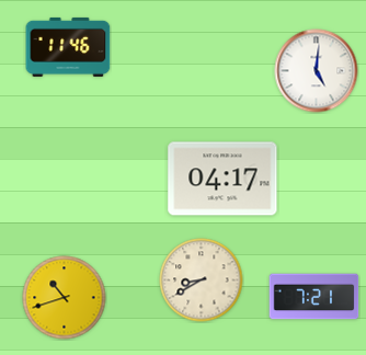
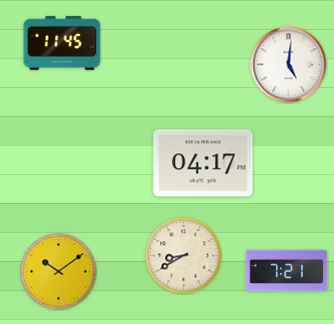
clock at (68, 47): 11:46 -> 11:45
clock at (65, 298): 10:42 -> 10:09
